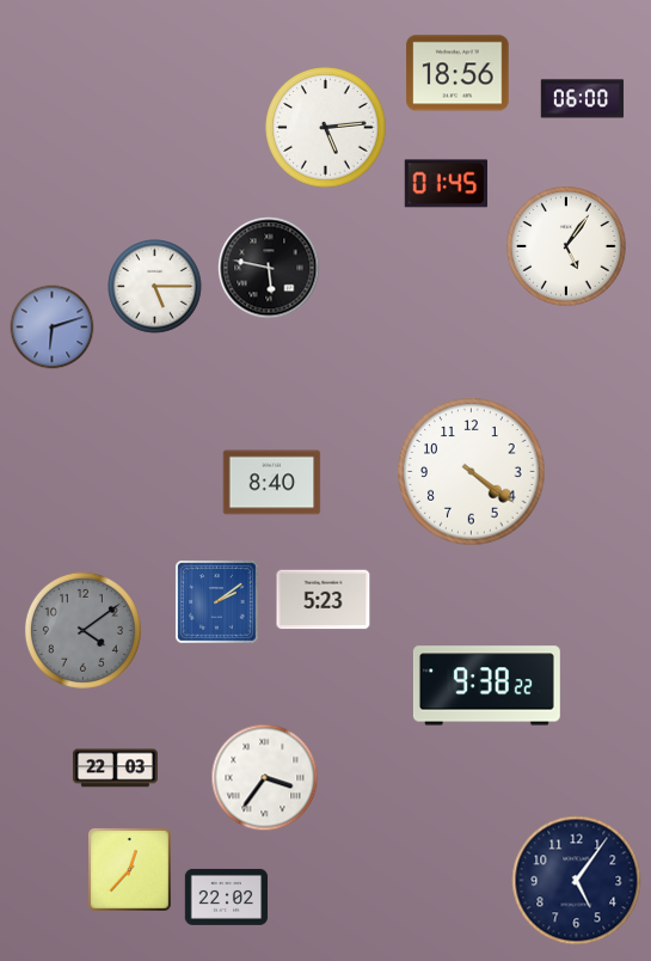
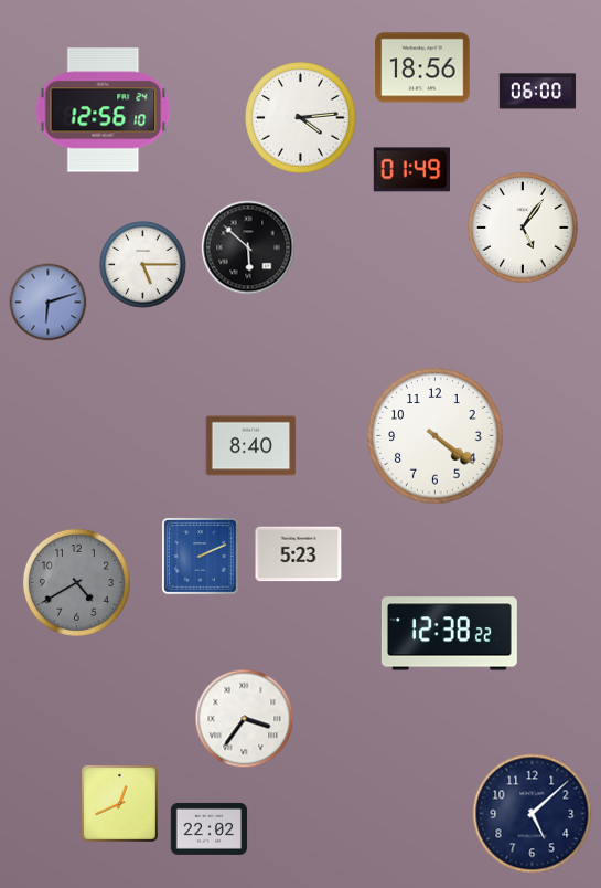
clock at (104, 110): none -> 12:56
clock at (326, 128): 5:14 -> 4:14
clock at (446, 184): 01:45 -> 01:49
clock at (269, 268): 5:47 -> 5:52
clock at (217, 602): 2:09 -> 2:11
clock at (82, 630): 4:09 -> 4:40
clock at (486, 686): 9:38 -> 12:38
clock at (115, 769): 22:03 -> none
clock at (130, 870): 12:37 -> 12:41
clock at (577, 881): 5:06 -> 5:08
